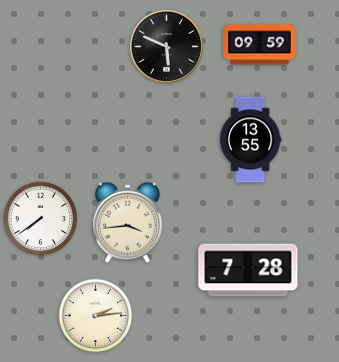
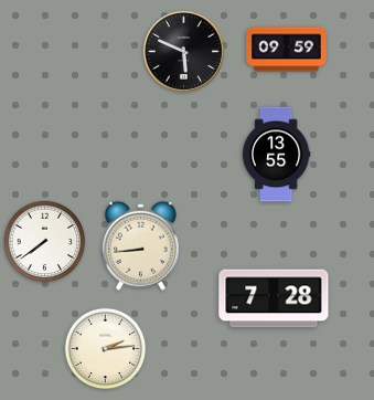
clock at (127, 222): 3:44 -> 8:44
